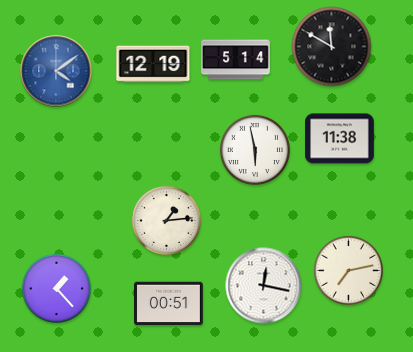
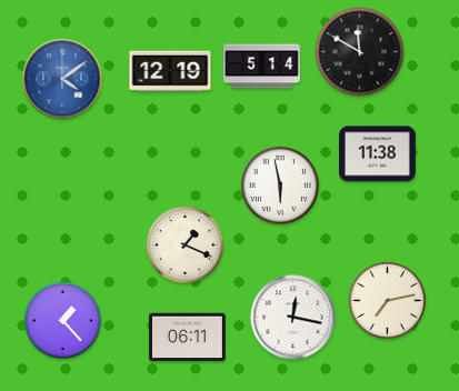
clock at (332, 47) position: (332, 47) -> (360, 52)
clock at (255, 150) position: (255, 150) -> (280, 186)
clock at (166, 220): 1:14 -> 1:19
clock at (169, 304): 00:51 -> 06:11
